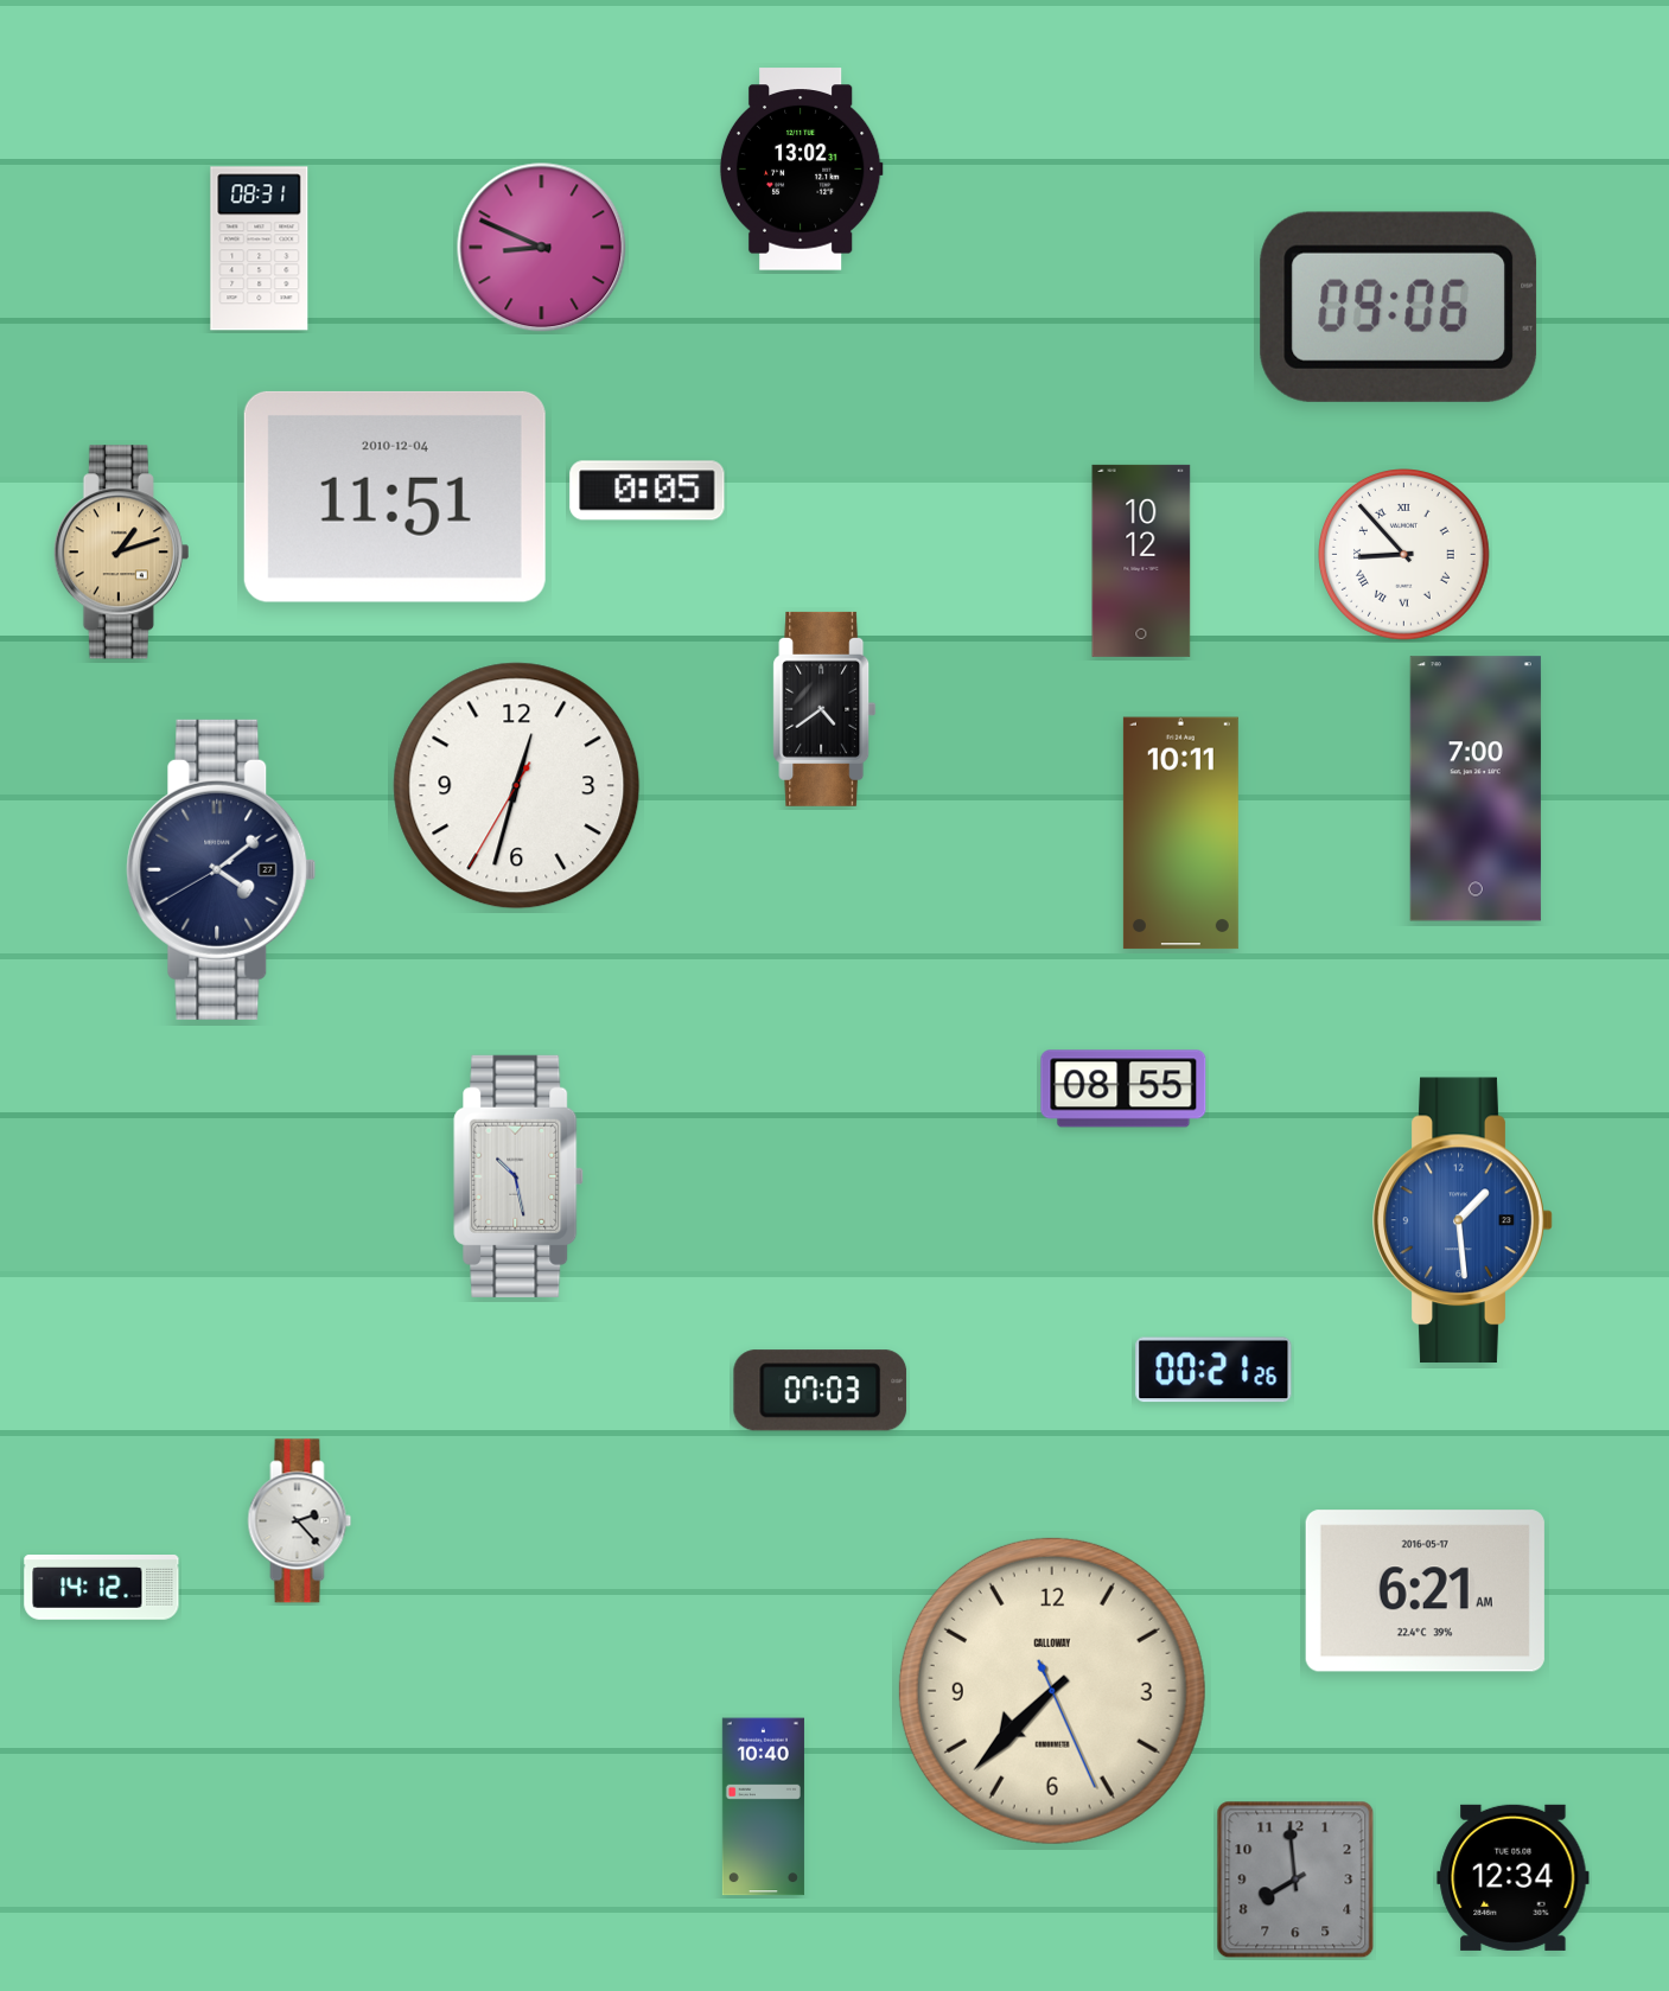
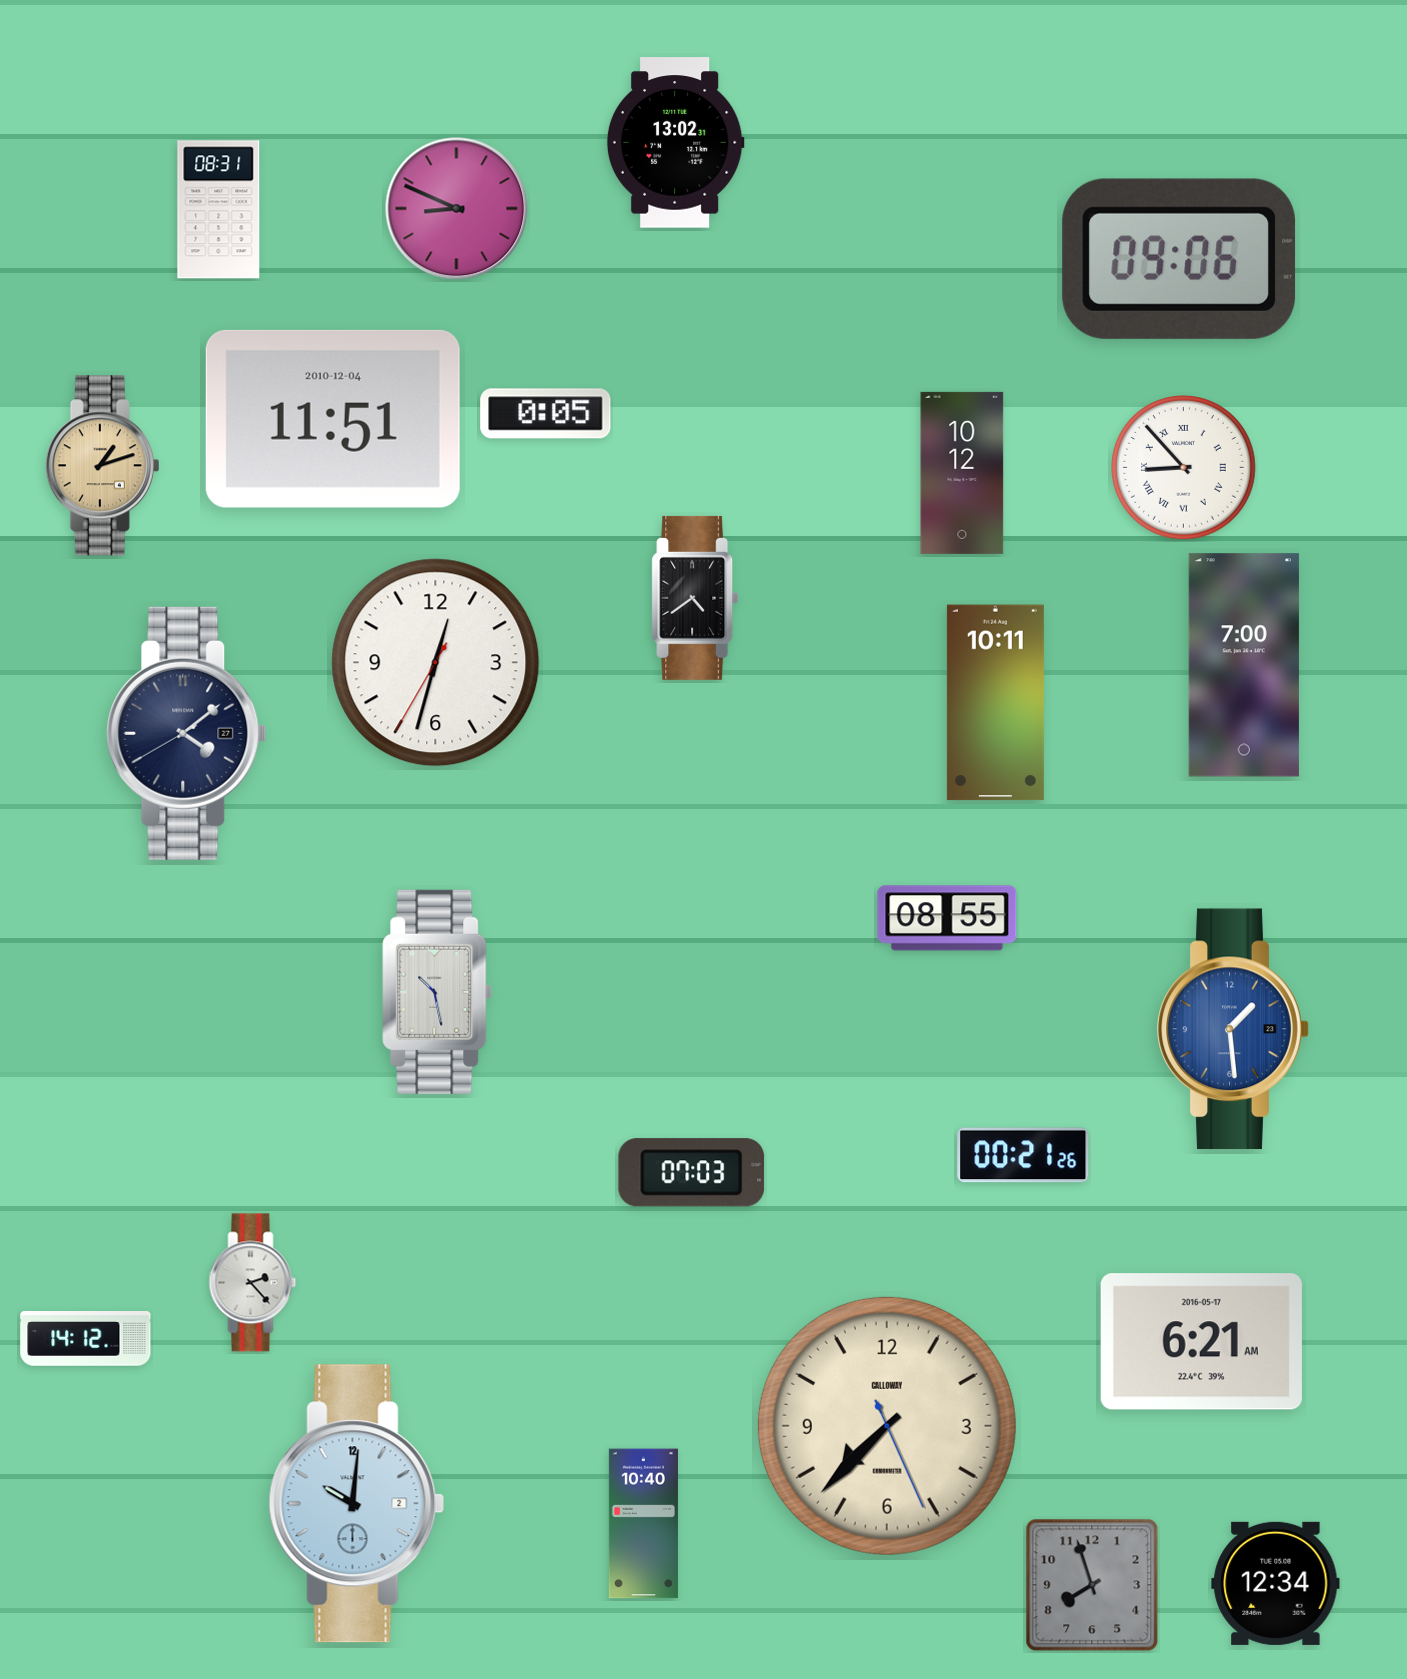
clock at (357, 1504): none -> 10:01
clock at (1295, 1880): 7:59 -> 7:57
